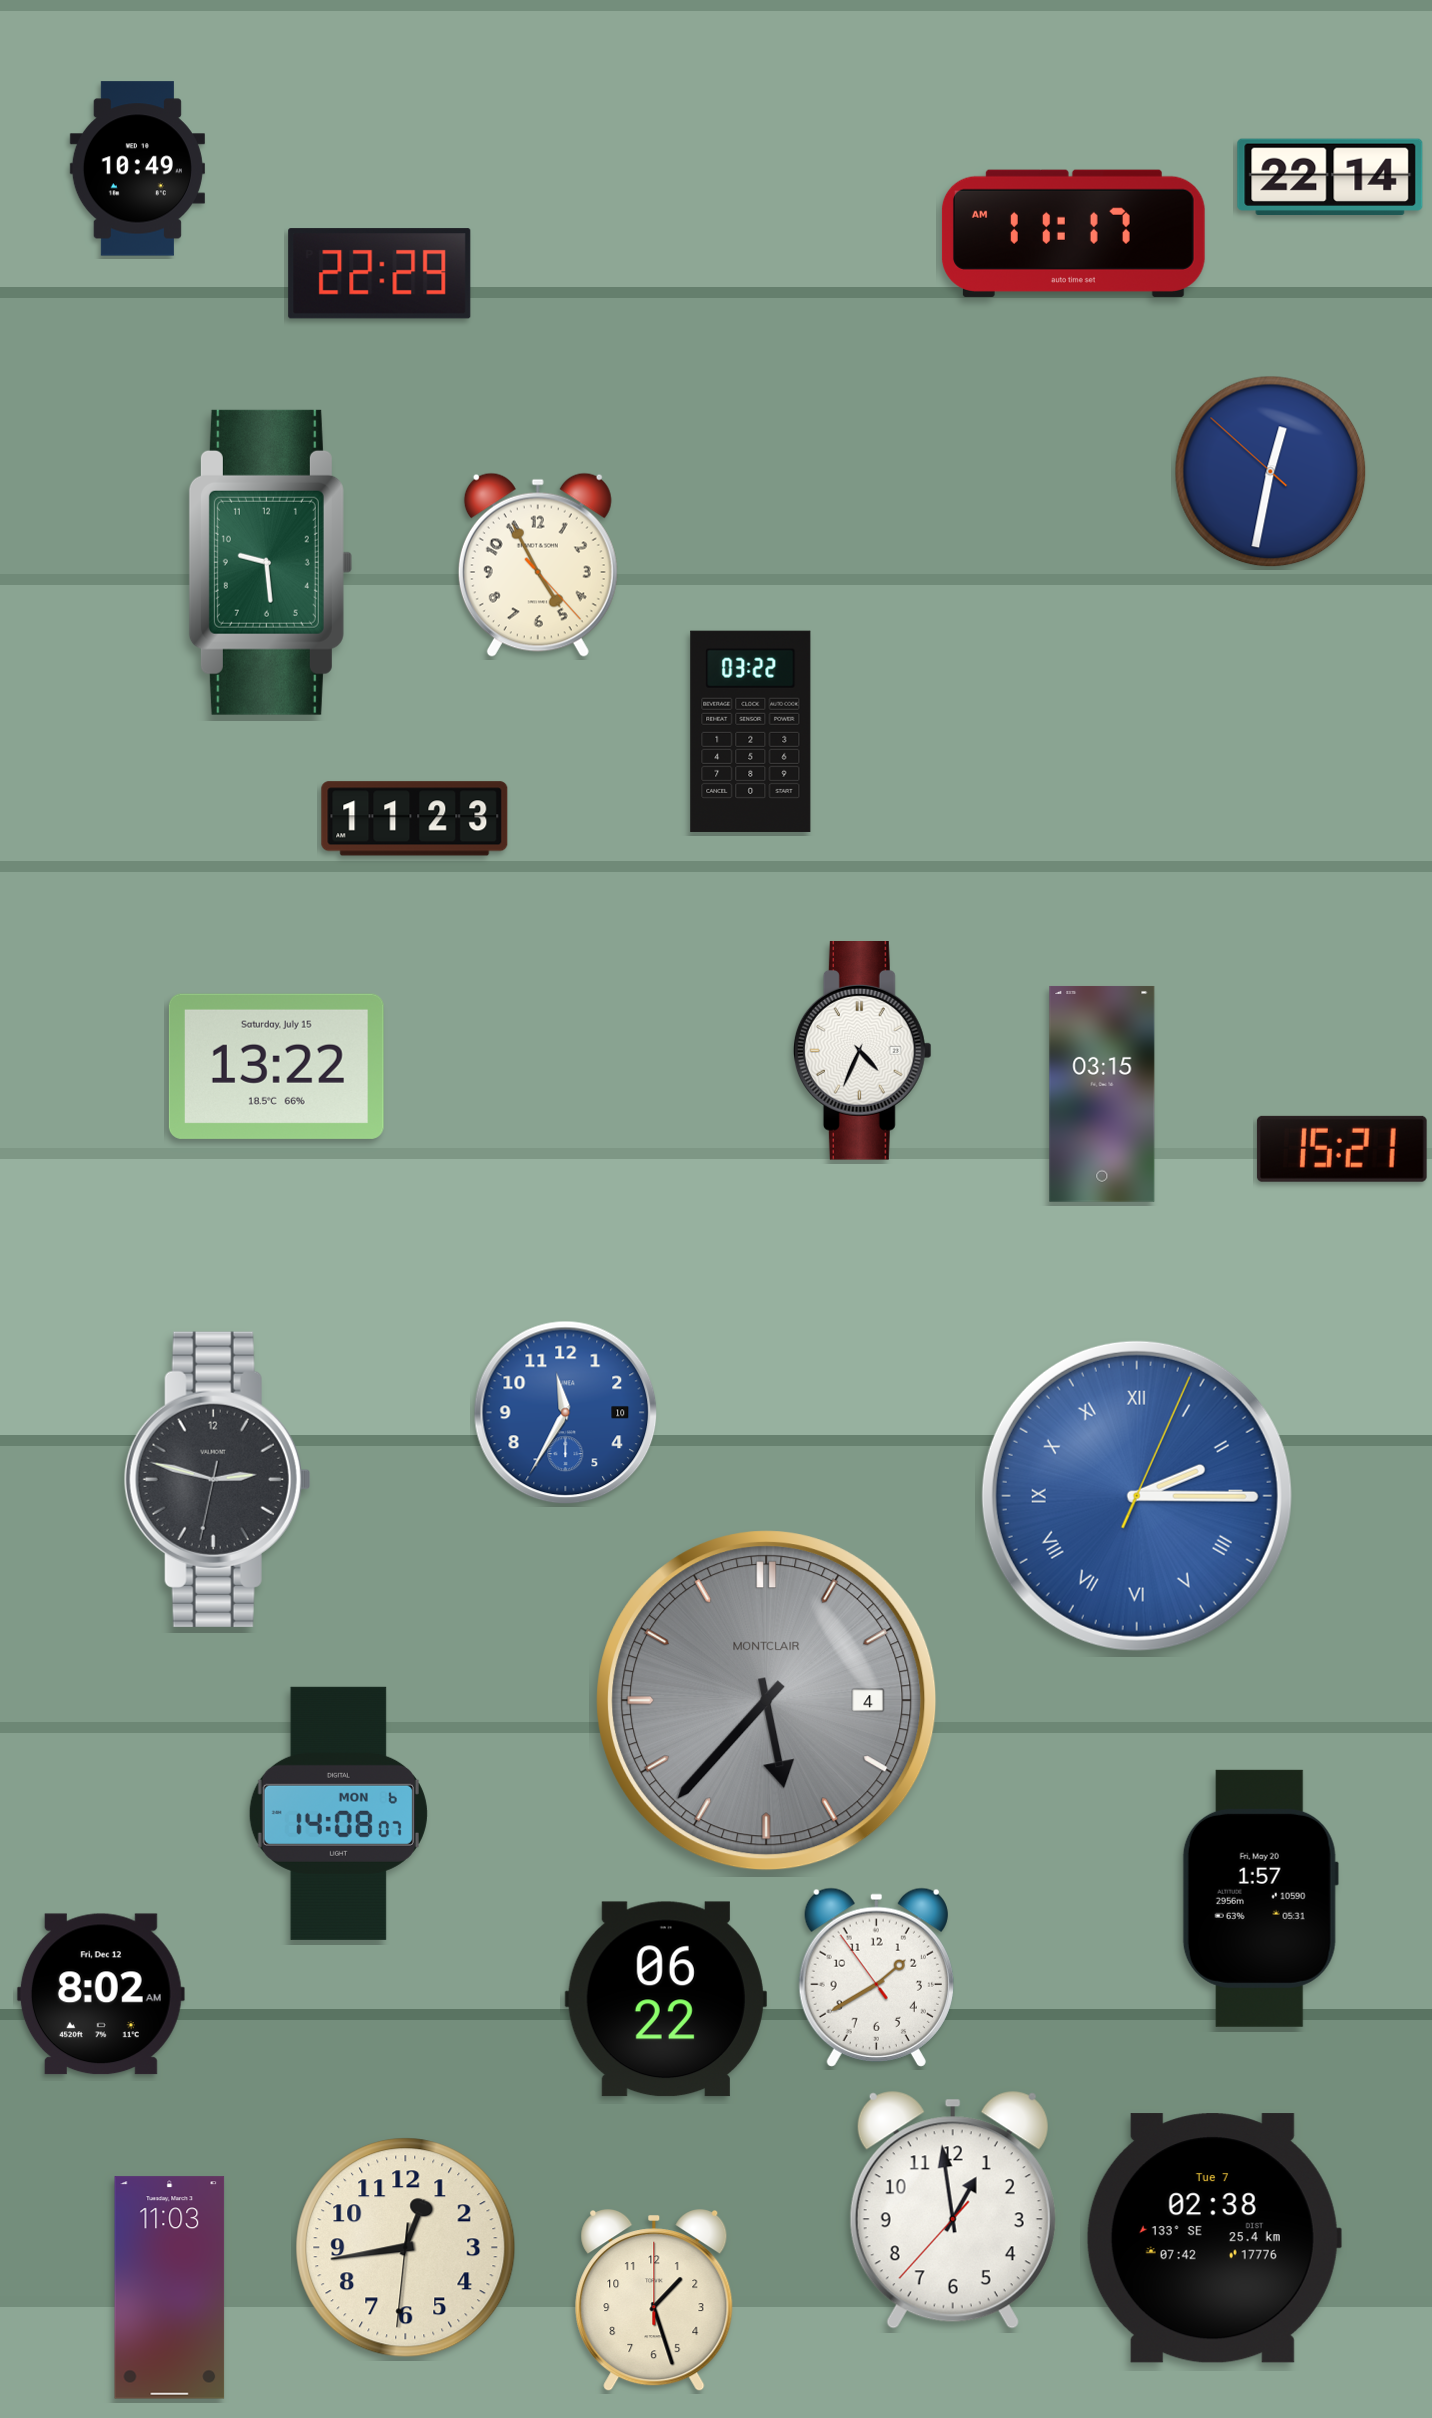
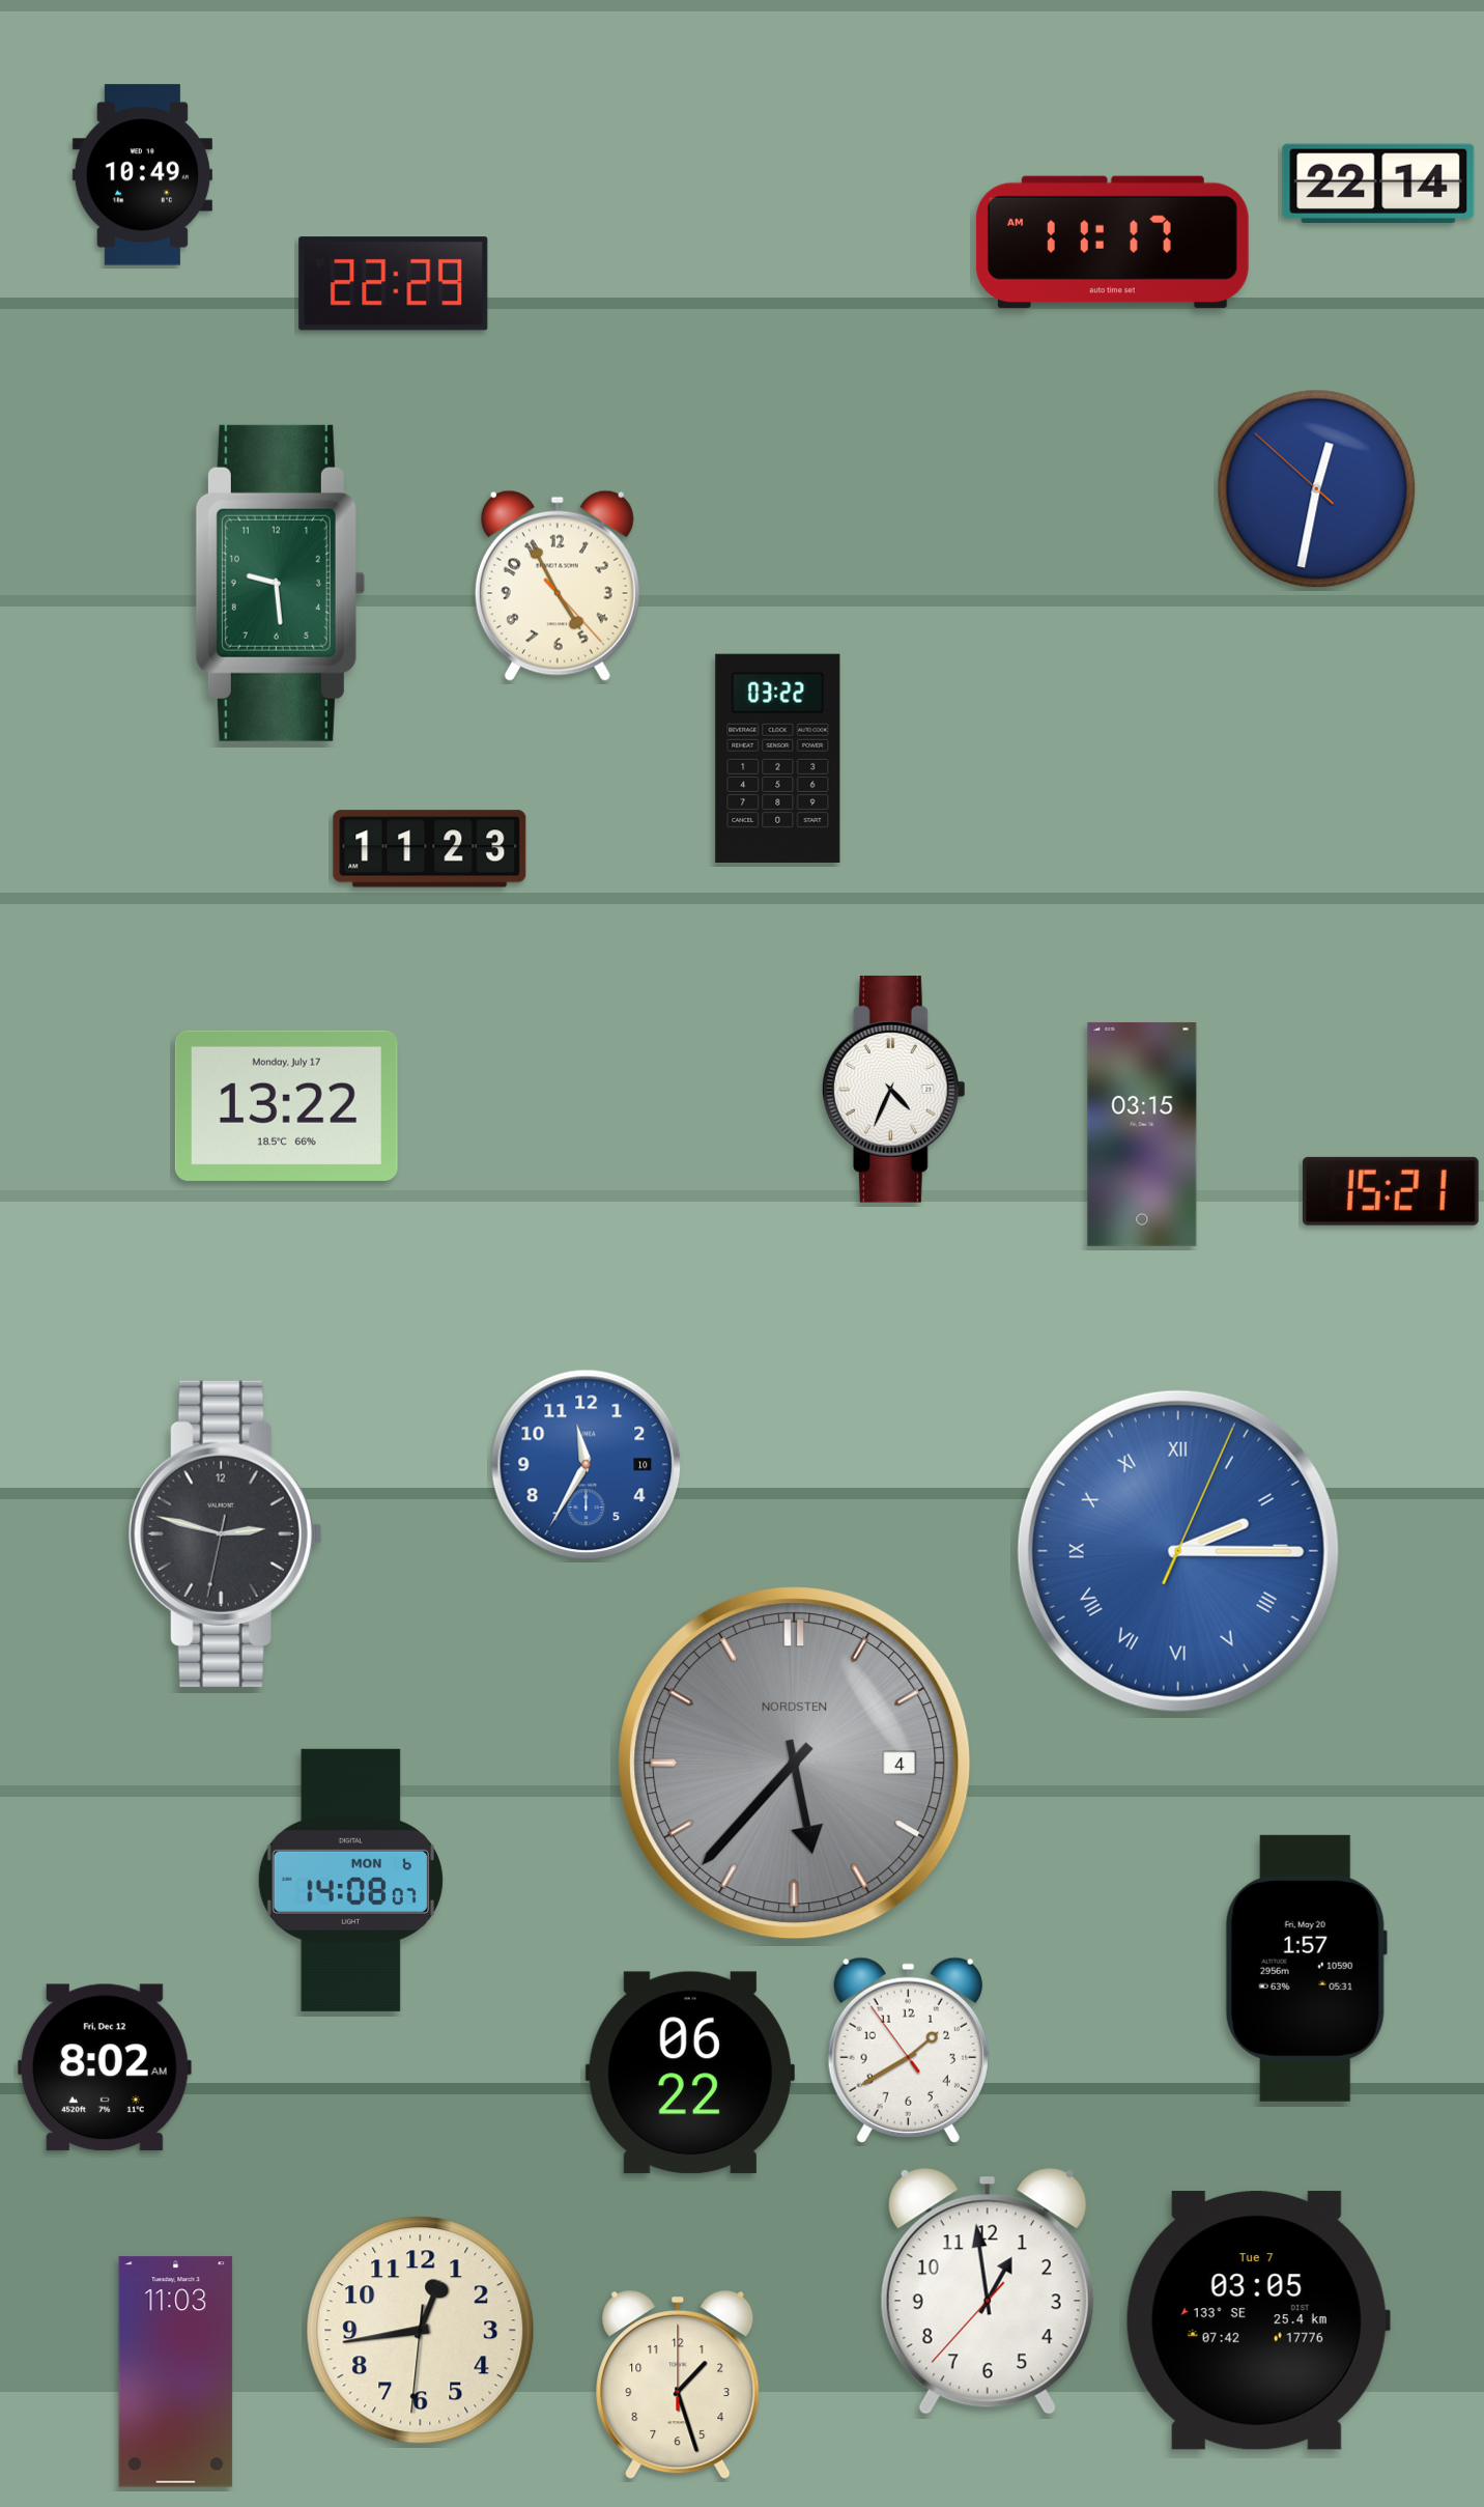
clock at (276, 1066) date: Saturday, July 15 -> Monday, July 17
clock at (767, 1701) brand: MONTCLAIR -> NORDSTEN
clock at (1214, 2238): 02:38 -> 03:05
